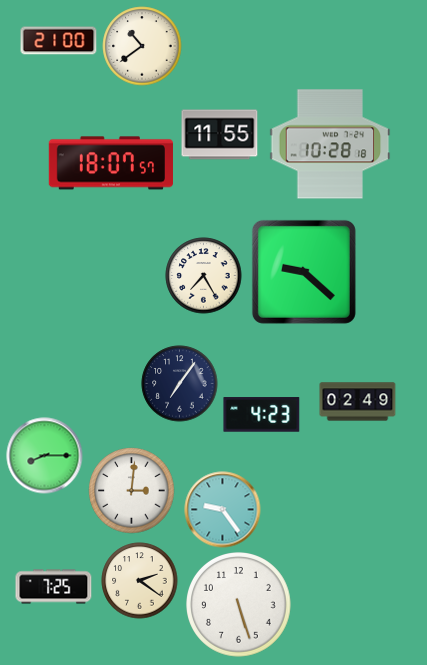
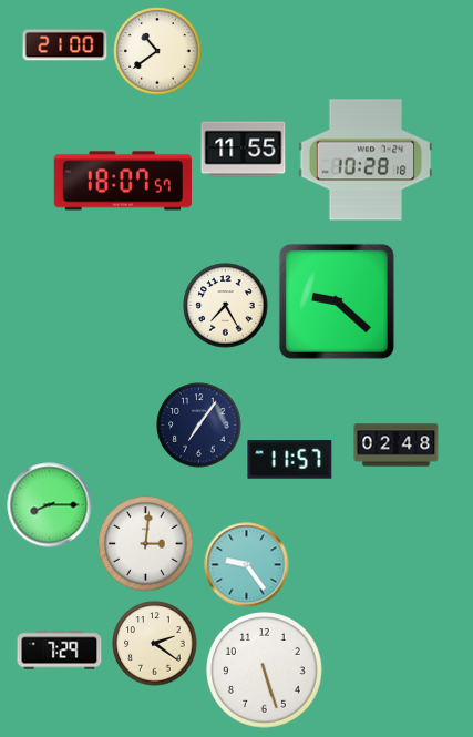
clock at (358, 402): 02:49 -> 02:48
clock at (262, 415): 4:23 -> 11:57
clock at (54, 587): 7:25 -> 7:29
